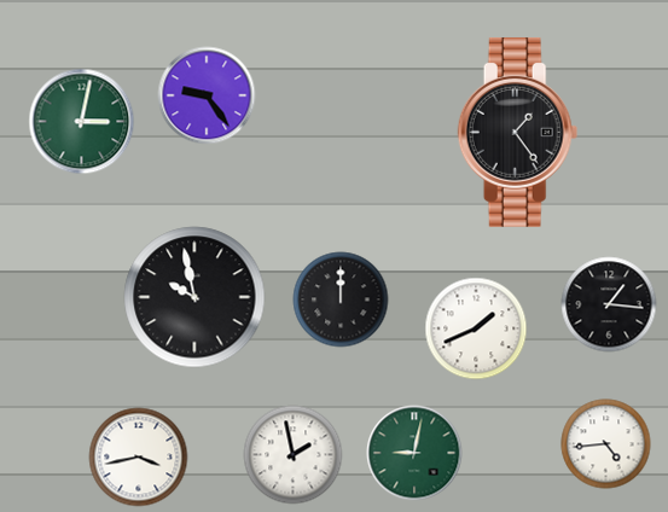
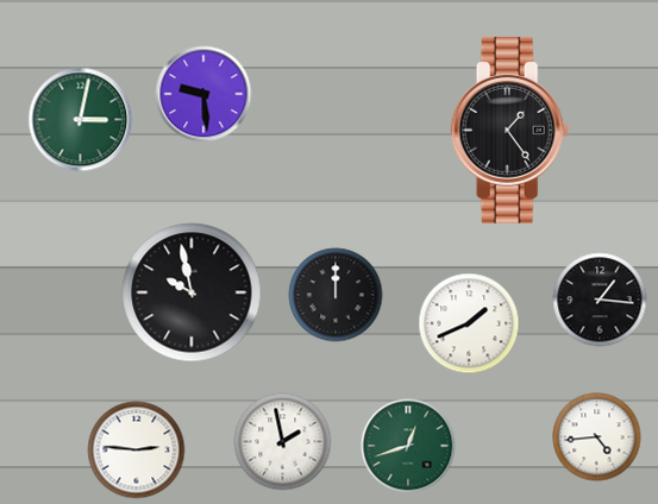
clock at (207, 95): 9:24 -> 9:29
clock at (414, 453): 9:02 -> 12:42
clock at (294, 455) position: (294, 455) -> (283, 442)
clock at (139, 458): 3:43 -> 2:46
